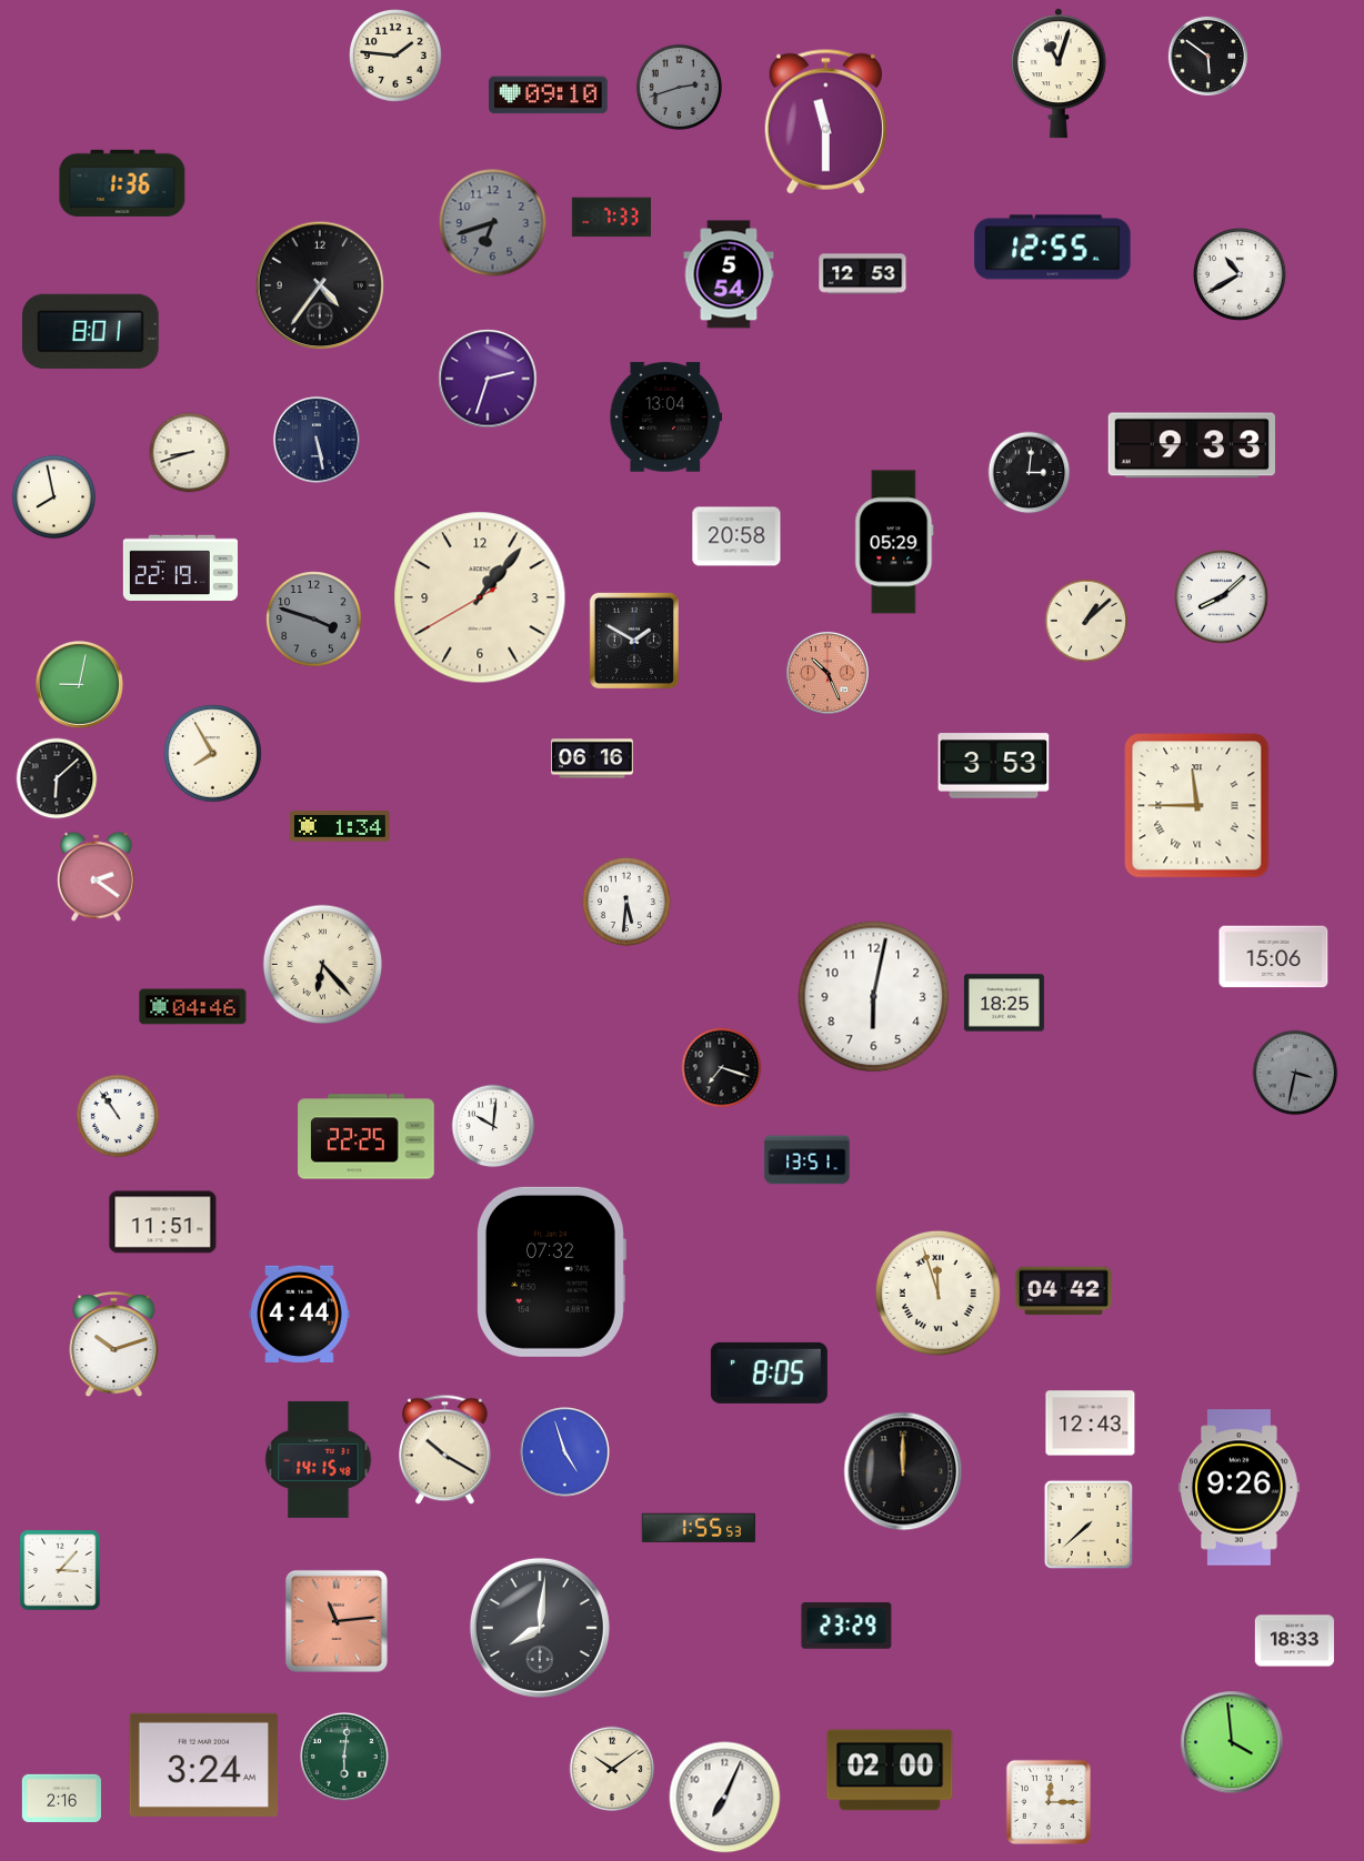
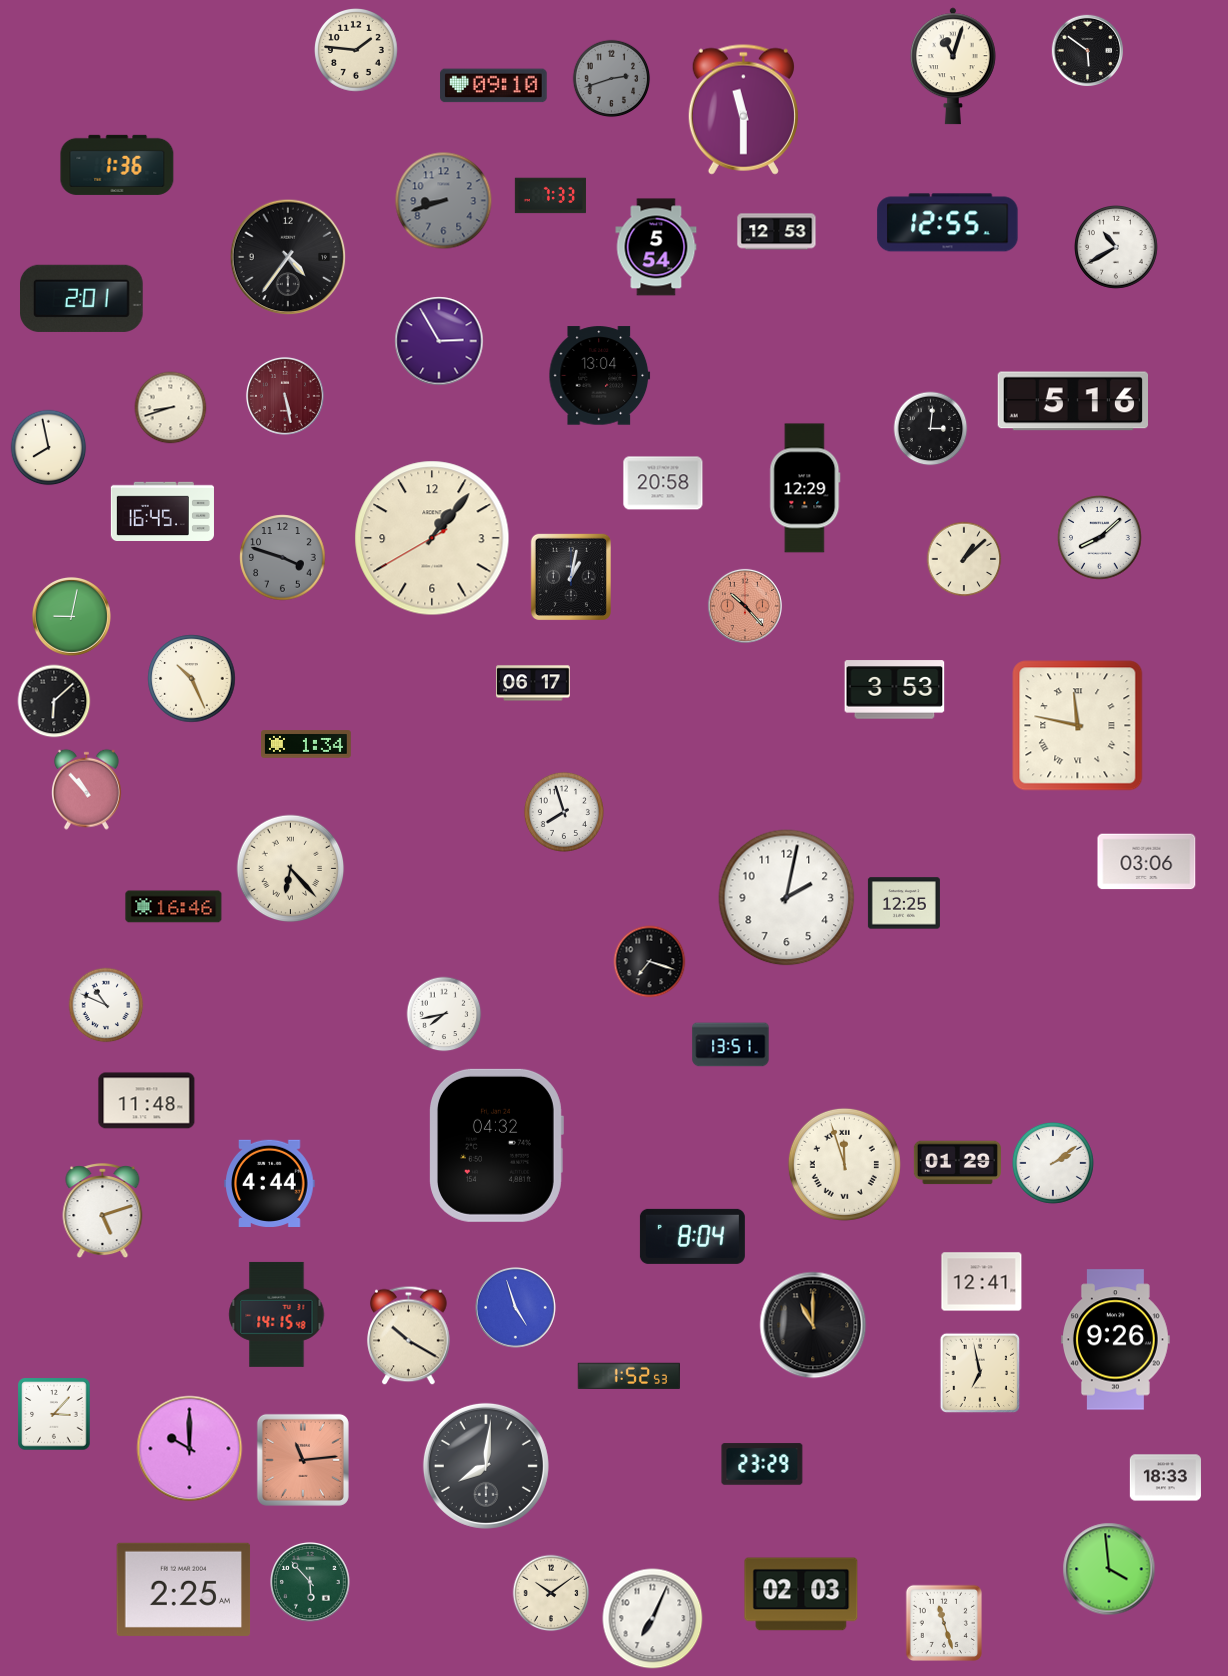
clock at (122, 183) position: (122, 183) -> (117, 165)
clock at (493, 223): 6:42 -> 8:42
clock at (863, 274) position: (863, 274) -> (777, 232)
clock at (91, 331): 8:01 -> 2:01
clock at (488, 379): 2:33 -> 2:55
clock at (317, 440) dial: navy -> burgundy
clock at (1191, 445): 9:33 -> 5:16
clock at (1030, 473) position: (1030, 473) -> (931, 429)
clock at (894, 542): 05:29 -> 12:29
clock at (180, 567): 22:19 -> 16:45
clock at (1086, 621) position: (1086, 621) -> (964, 559)
clock at (634, 640): 1:50 -> 1:02
clock at (828, 673): 10:26 -> 10:23
clock at (213, 754): 7:55 -> 10:26
clock at (593, 758): 06:16 -> 06:17
clock at (57, 778) position: (57, 778) -> (54, 701)
clock at (1197, 806): 11:45 -> 11:47
clock at (96, 876): 2:21 -> 10:53
clock at (626, 902): 5:31 -> 7:57
clock at (1274, 957): 15:06 -> 03:06
clock at (874, 997): 6:02 -> 2:02
clock at (1004, 1003): 18:25 -> 12:25
clock at (193, 1007): 04:46 -> 16:46
clock at (1295, 1073): 3:32 -> none
clock at (118, 1116): 10:54 -> 10:49
clock at (493, 1126): 10:01 -> 7:43
clock at (367, 1137): 22:25 -> none
clock at (808, 1160) position: (808, 1160) -> (731, 1045)
clock at (163, 1223): 11:51 -> 11:48
clock at (552, 1271): 07:32 -> 04:32
clock at (1063, 1291): 04:42 -> 01:29
clock at (1053, 1163): none -> 2:09
clock at (114, 1345): 10:12 -> 5:12
clock at (769, 1372): 8:05 -> 8:04
clock at (1091, 1424): 12:43 -> 12:41
clock at (445, 1450) position: (445, 1450) -> (409, 1336)
clock at (565, 1452) position: (565, 1452) -> (516, 1308)
clock at (319, 1459) position: (319, 1459) -> (277, 1314)
clock at (903, 1471): 12:00 -> 11:00
clock at (1089, 1525): 7:38 -> 6:58
clock at (698, 1527): 1:55 -> 1:52
clock at (190, 1449): none -> 10:00
clock at (345, 1758): 6:01 -> 5:53
clock at (204, 1764): 3:24 -> 2:25
clock at (890, 1770): 02:00 -> 02:03
clock at (61, 1798): 2:16 -> none
clock at (1047, 1801): 12:15 -> 11:27
